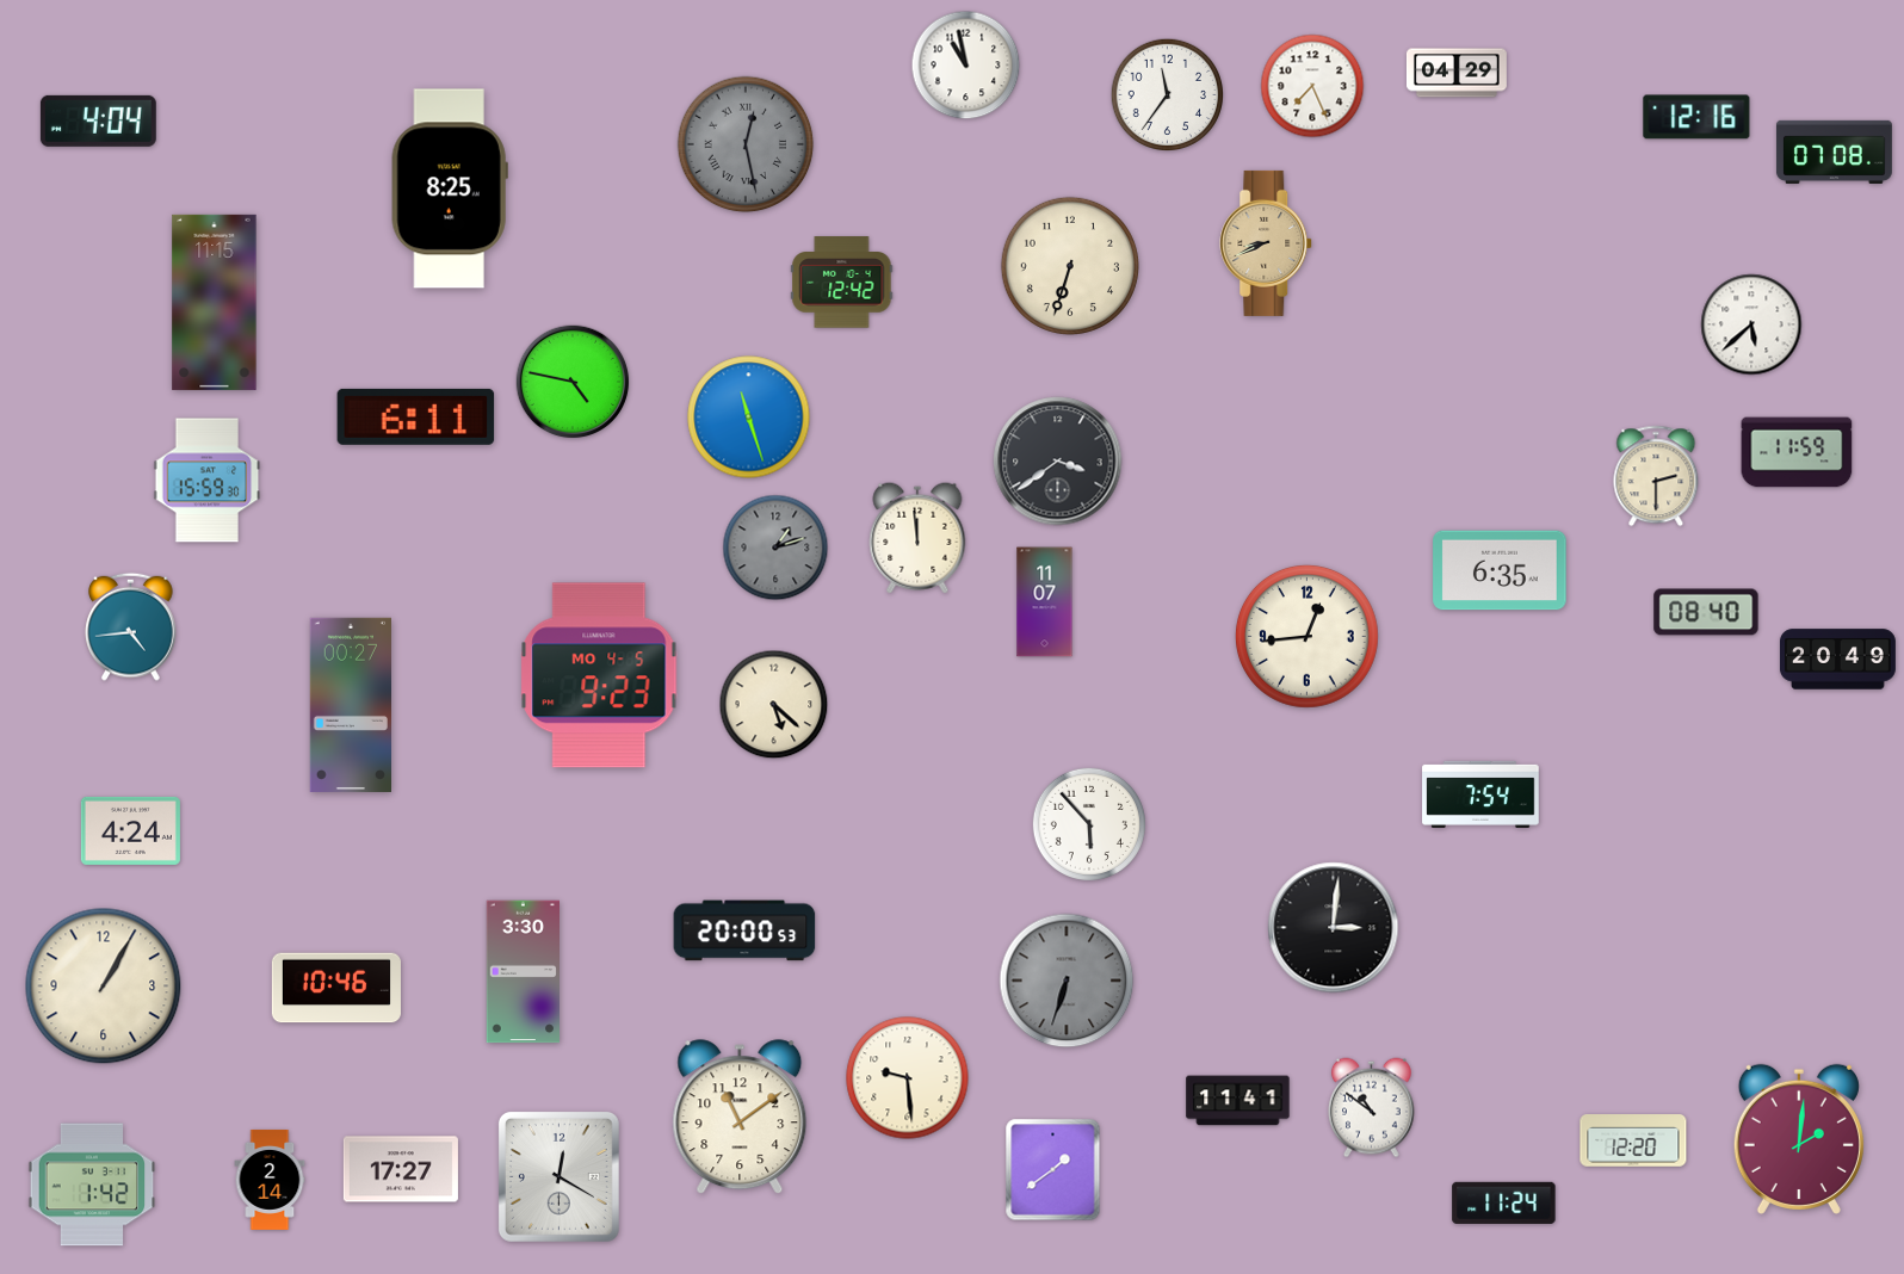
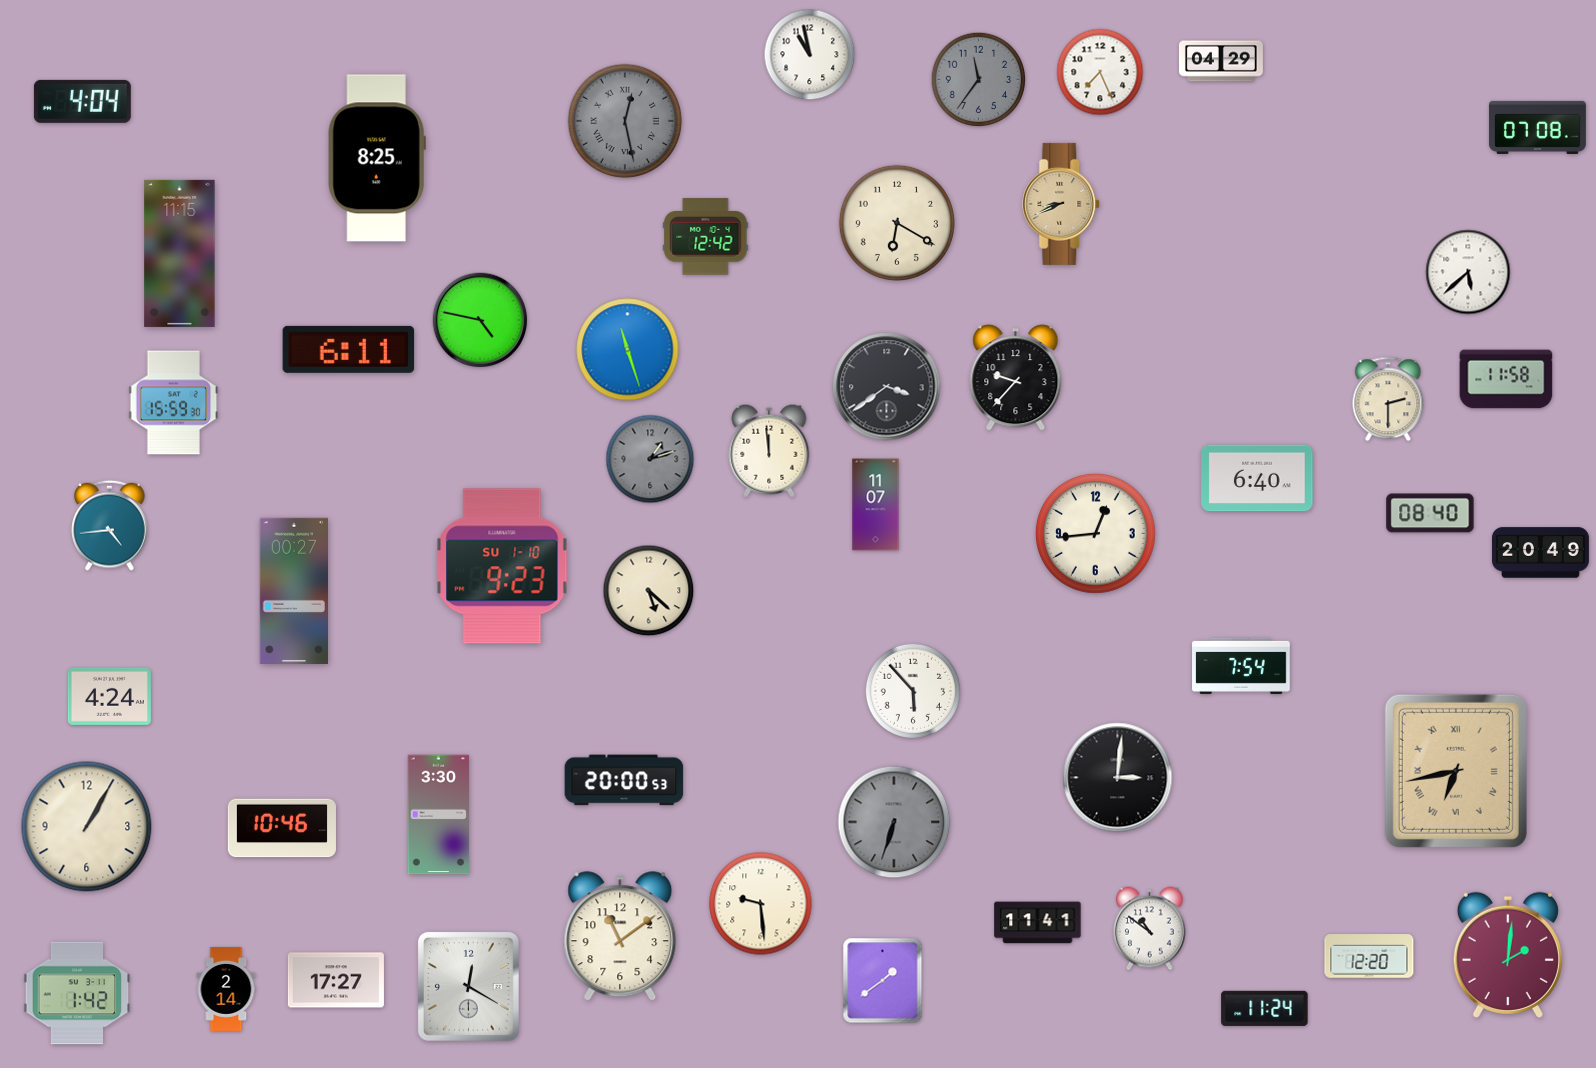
clock at (1168, 95) dial: white -> grey
clock at (1696, 117): 12:16 -> none
clock at (1070, 266): 6:33 -> 6:20
clock at (1016, 378): none -> 9:37
clock at (1797, 452): 11:59 -> 11:58
clock at (1500, 570): 6:35 -> 6:40
clock at (599, 675) date: MO 4-5 -> SU 1-10
clock at (1456, 771): none -> 6:43
clock at (1504, 1202) position: (1504, 1202) -> (1265, 1008)
